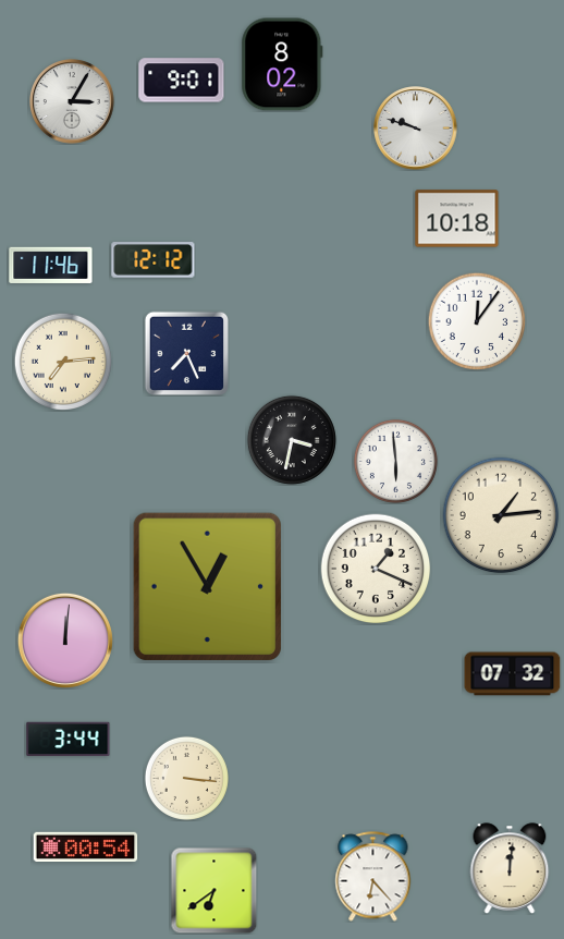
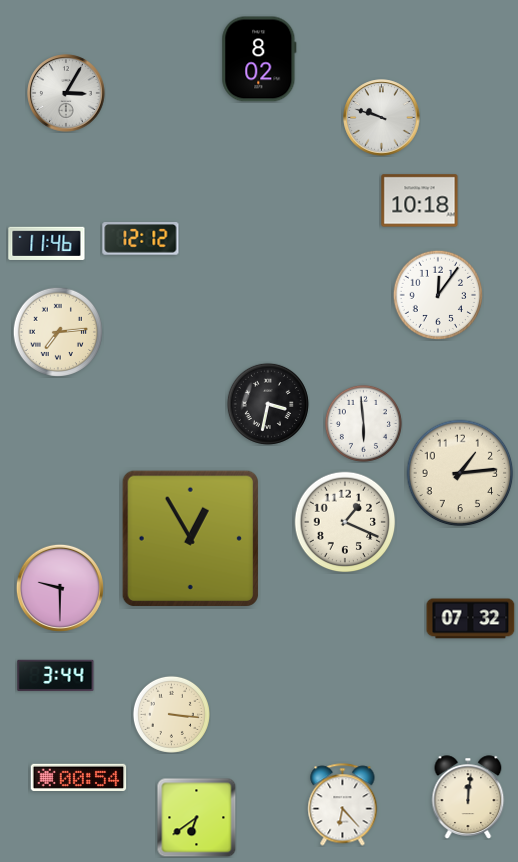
clock at (182, 81): 9:01 -> none
clock at (186, 353): 7:26 -> none
clock at (65, 641): 12:01 -> 9:30
clock at (69, 739) position: (69, 739) -> (56, 675)
